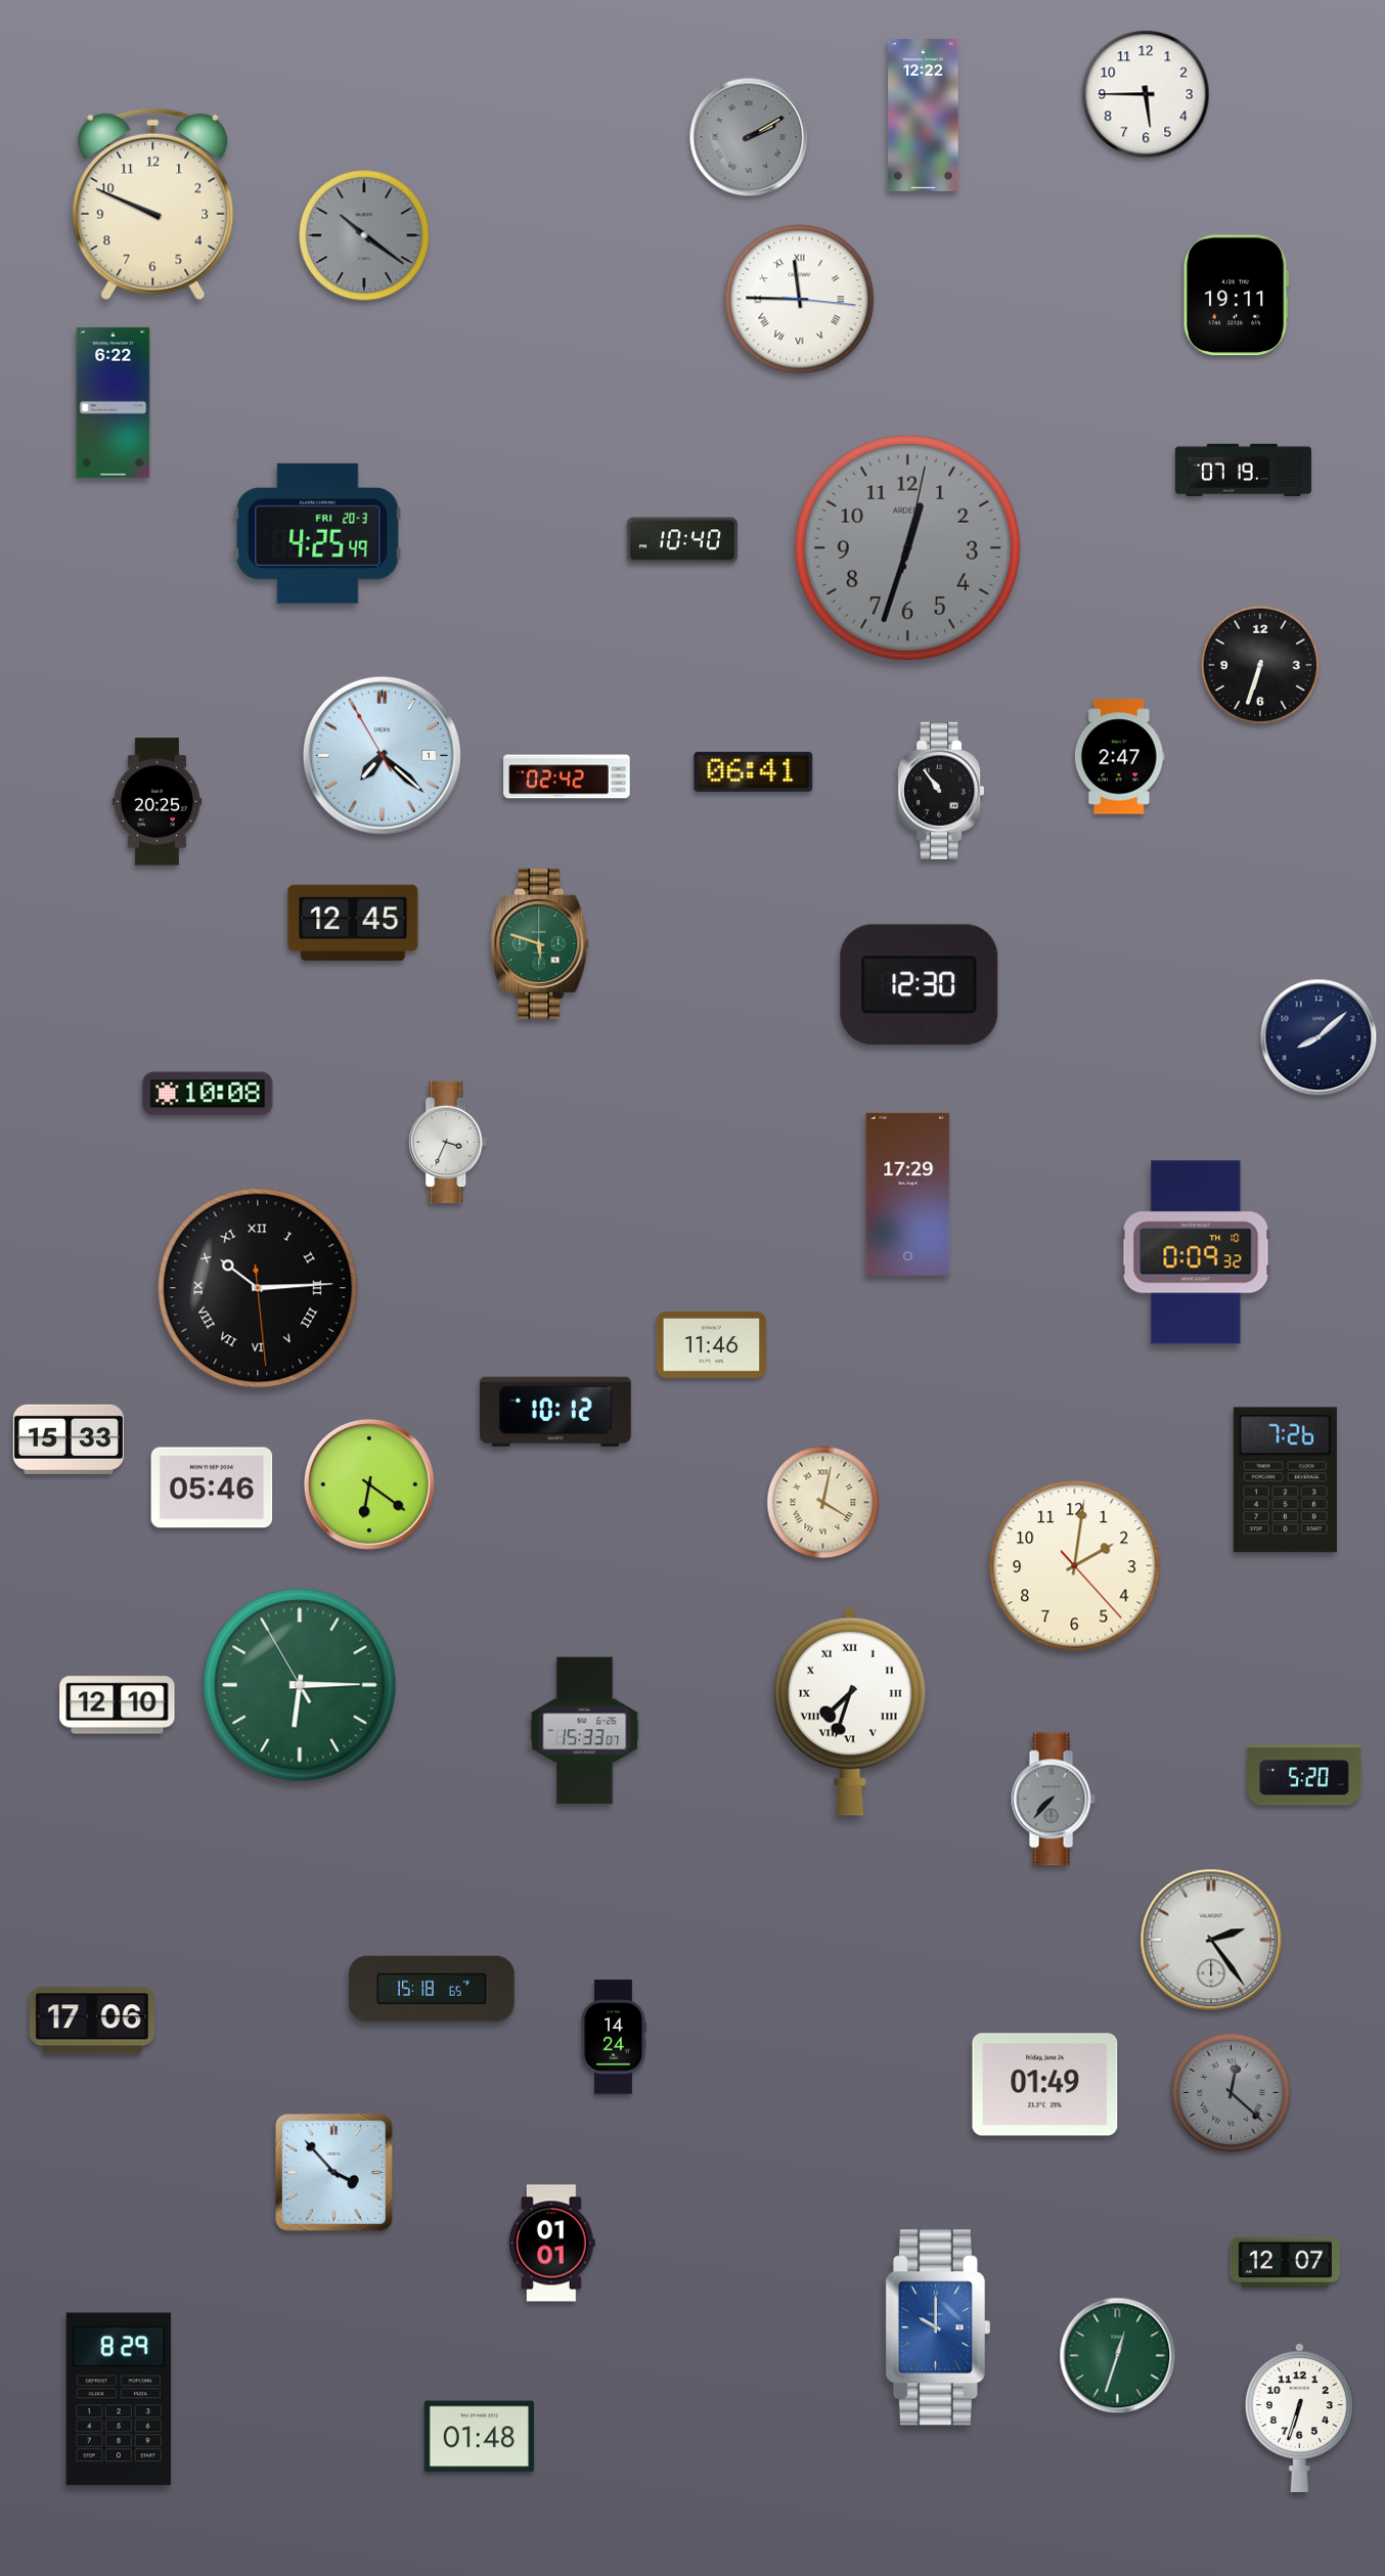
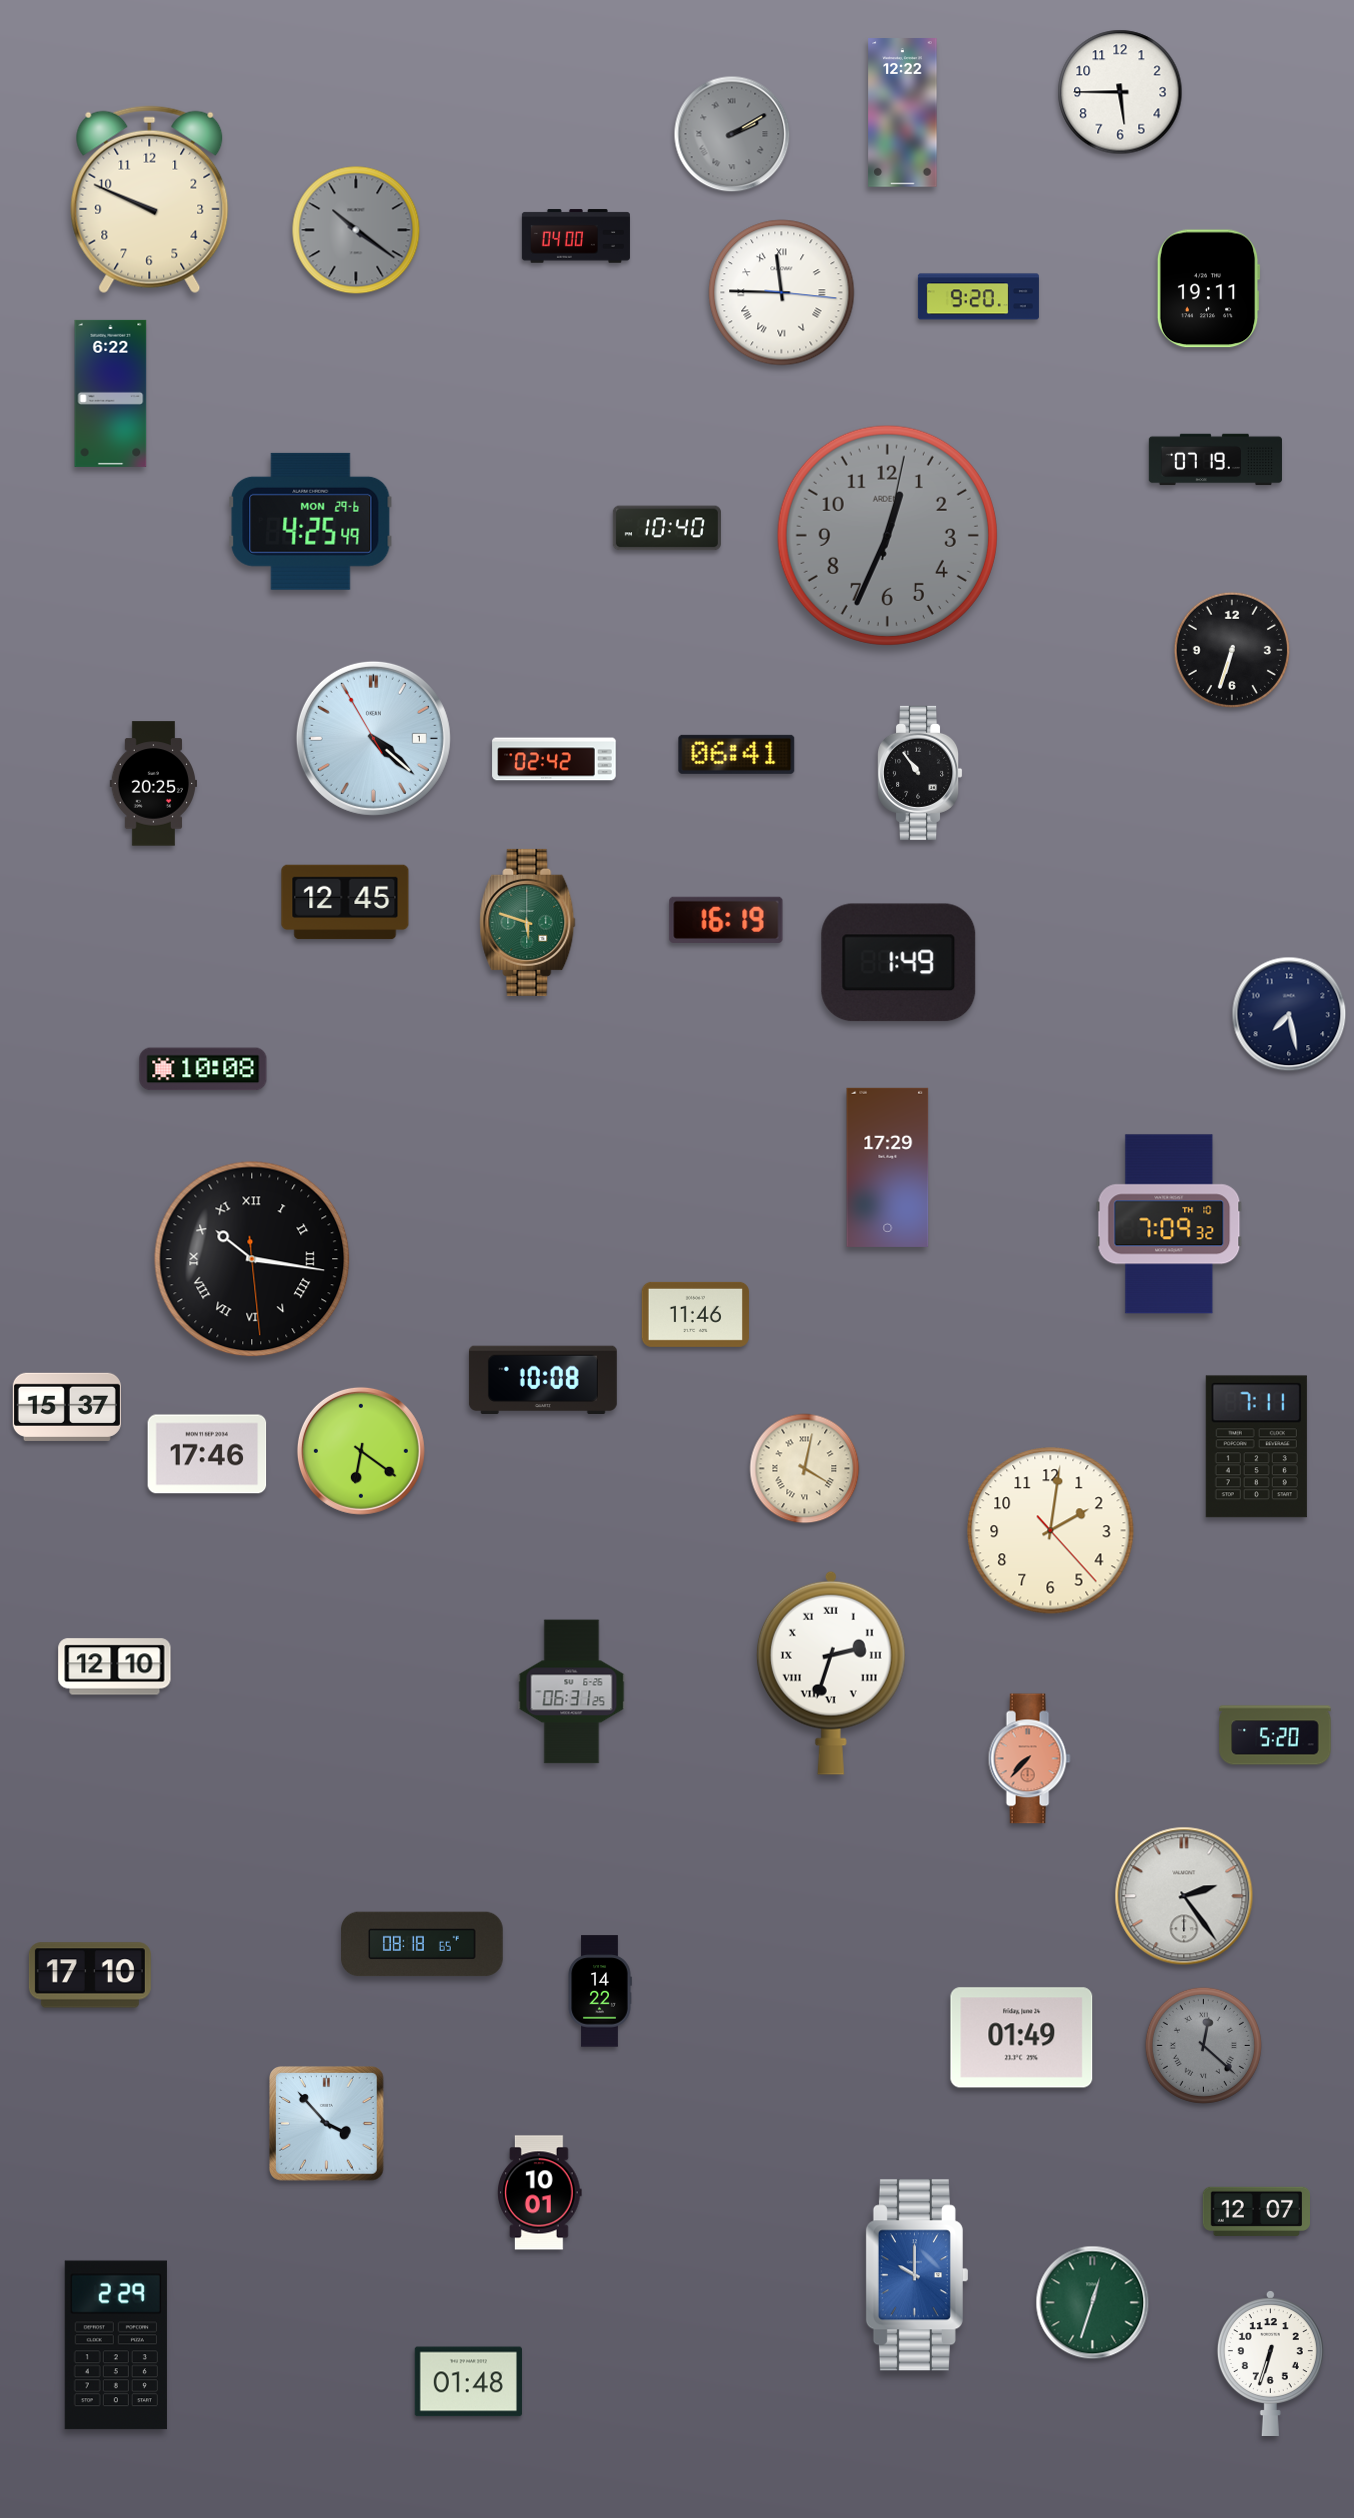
clock at (576, 236): none -> 04:00
clock at (978, 297): none -> 9:20
clock at (318, 533) date: FRI 20-3 -> MON 29-6
clock at (907, 547): 12:33 -> 12:34
clock at (382, 755): 7:21 -> 4:21
clock at (1119, 757): 2:47 -> none
clock at (726, 920): none -> 16:19
clock at (920, 985): 12:30 -> 1:49
clock at (1319, 1037): 8:08 -> 7:28
clock at (448, 1143): 3:34 -> none
clock at (1196, 1252): 0:09 -> 7:09
clock at (258, 1288): 10:14 -> 10:16
clock at (555, 1411): 10:12 -> 10:08
clock at (69, 1439): 15:33 -> 15:37
clock at (1285, 1480): 7:26 -> 7:11
clock at (212, 1487): 05:46 -> 17:46
clock at (300, 1685): 6:14 -> none
clock at (850, 1712): 7:33 -> 2:33
clock at (585, 1731): 15:33 -> 06:31
clock at (1053, 1800) dial: grey -> salmon
clock at (432, 1989): 15:18 -> 08:18
clock at (92, 2020): 17:06 -> 17:10
clock at (614, 2037): 14:24 -> 14:22
clock at (552, 2244): 01:01 -> 10:01
clock at (119, 2399): 8:29 -> 2:29
